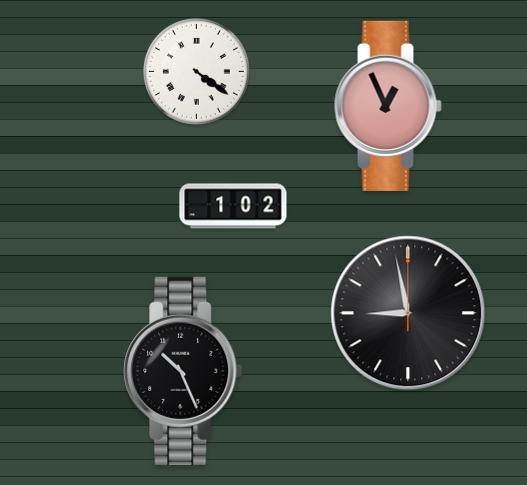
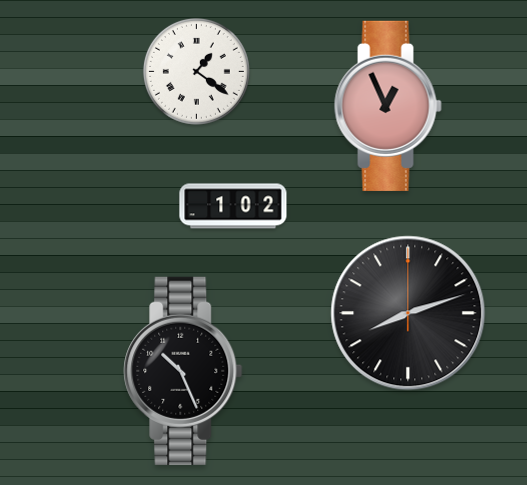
clock at (196, 71): 4:21 -> 1:21
clock at (408, 313): 8:58 -> 8:12
